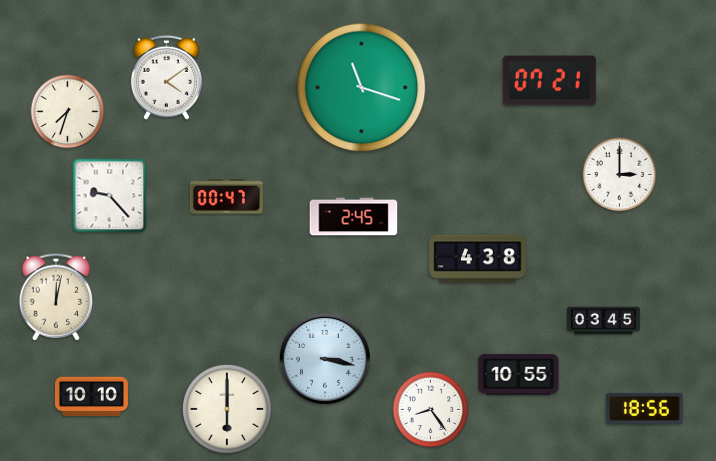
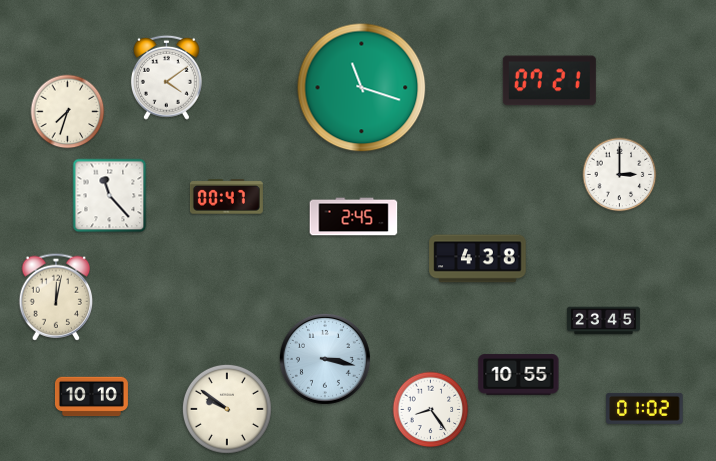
clock at (110, 196): 9:23 -> 11:23
clock at (603, 321): 03:45 -> 23:45
clock at (645, 408): 18:56 -> 01:02
clock at (227, 409): 6:00 -> 9:51
